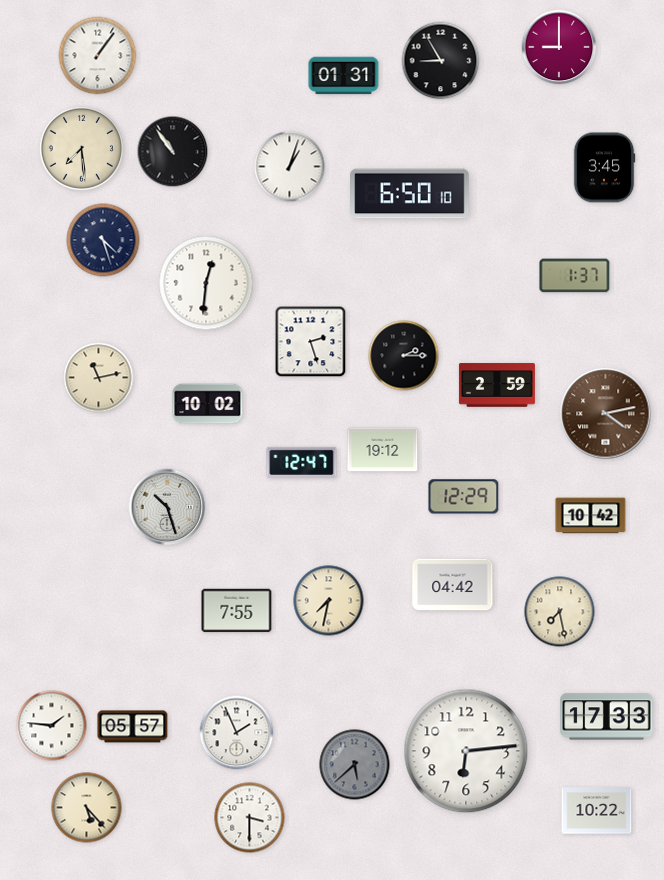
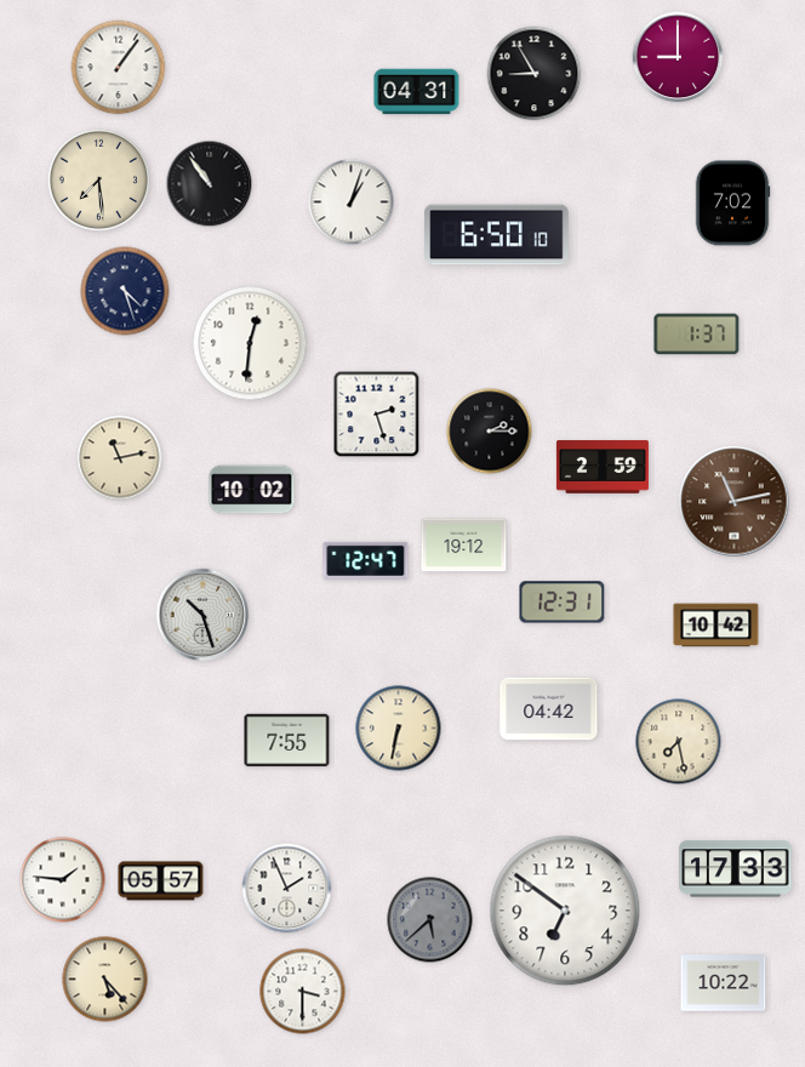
clock at (344, 76): 01:31 -> 04:31
clock at (604, 168): 3:45 -> 7:02
clock at (606, 414): 4:13 -> 11:13
clock at (464, 497): 12:29 -> 12:31
clock at (329, 601): 7:32 -> 6:32
clock at (466, 751): 6:14 -> 6:51
clock at (355, 765) position: (355, 765) -> (430, 920)
